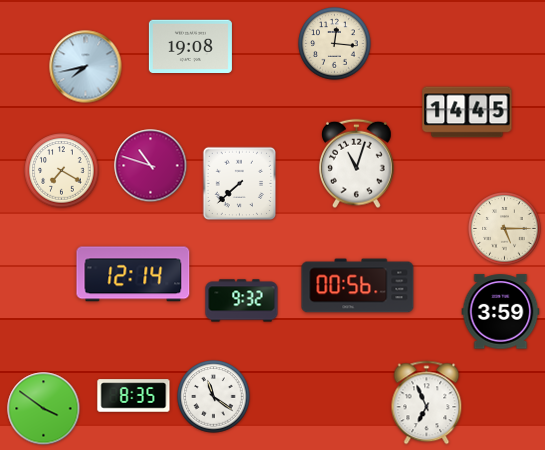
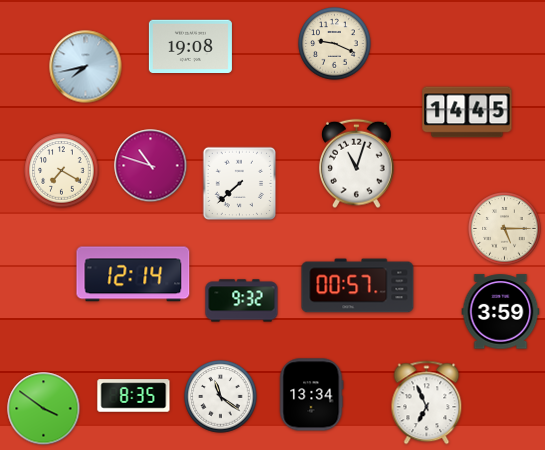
clock at (335, 44): 12:16 -> 9:19
clock at (358, 286): 00:56 -> 00:57
clock at (312, 395): none -> 13:34
clock at (214, 397) position: (214, 397) -> (221, 397)
